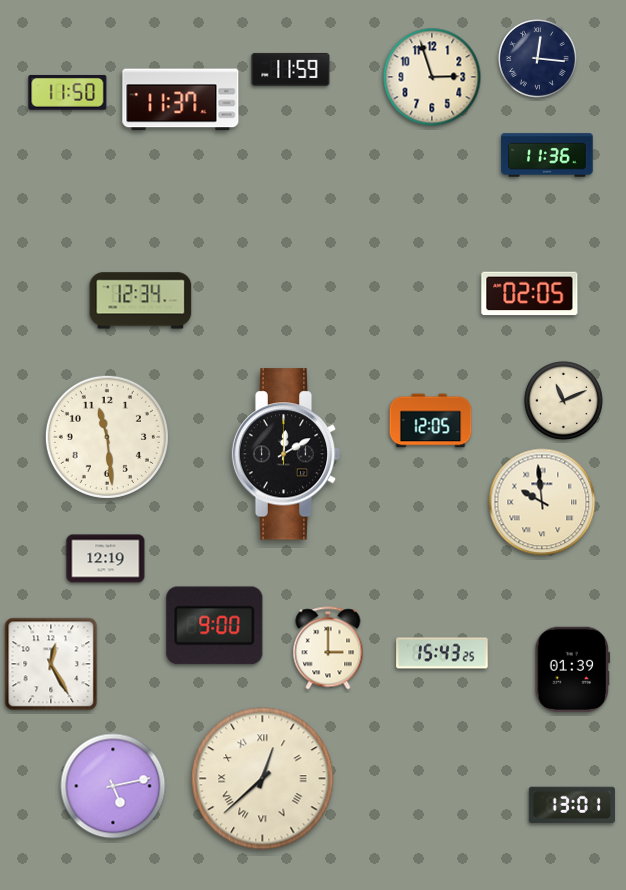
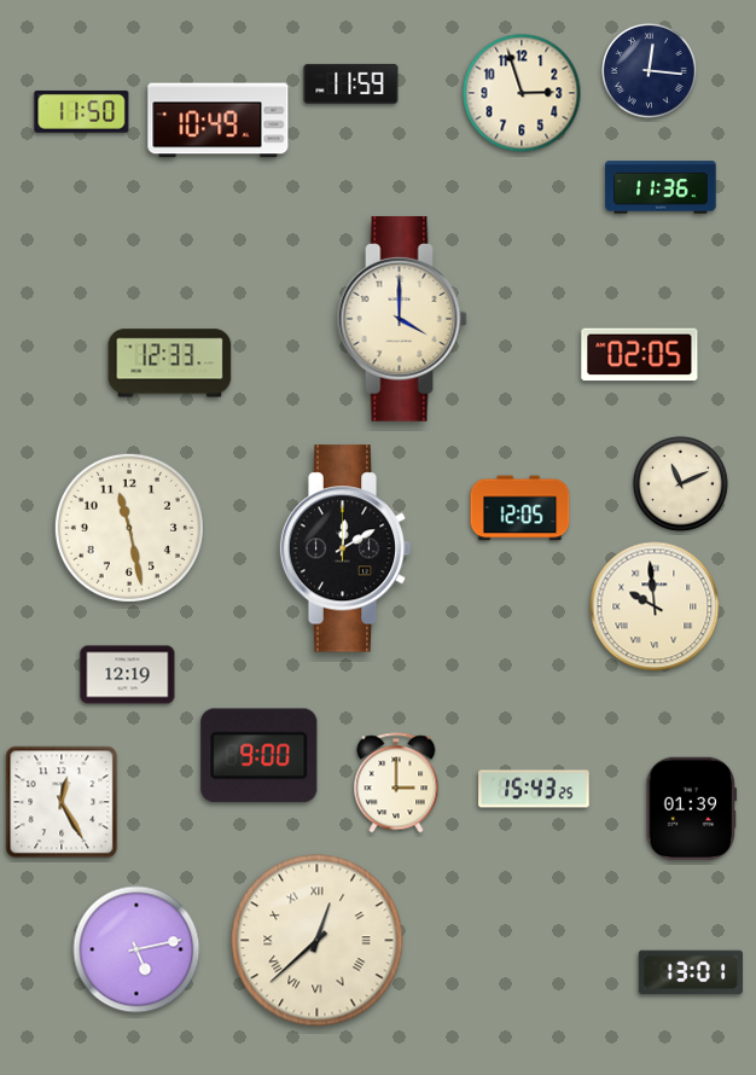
clock at (181, 100): 11:37 -> 10:49
clock at (402, 319): none -> 4:00
clock at (141, 301): 12:34 -> 12:33
clock at (107, 437): 11:29 -> 11:28
